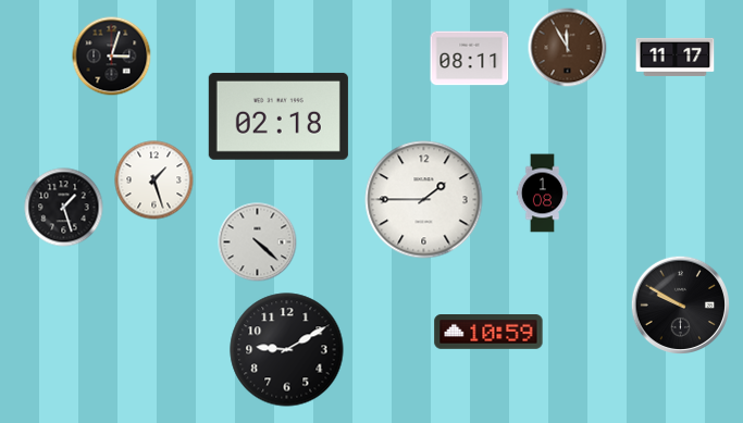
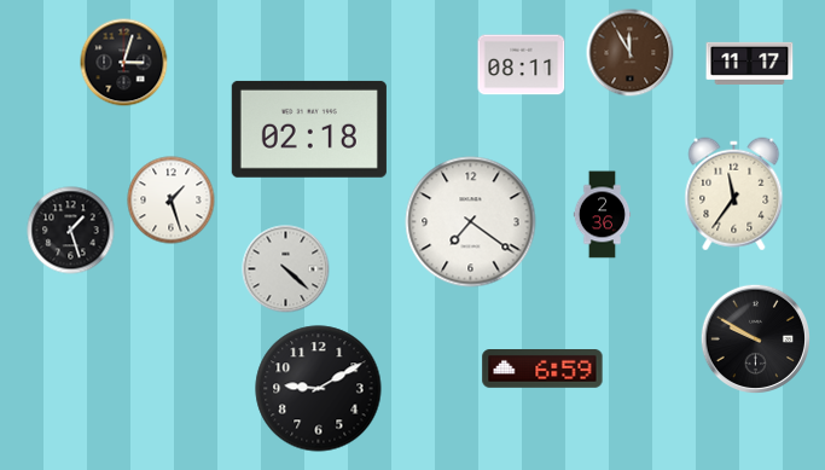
clock at (734, 195): none -> 11:36
clock at (543, 194): 1:08 -> 2:36
clock at (424, 200): 1:45 -> 7:21
clock at (488, 333): 10:59 -> 6:59
